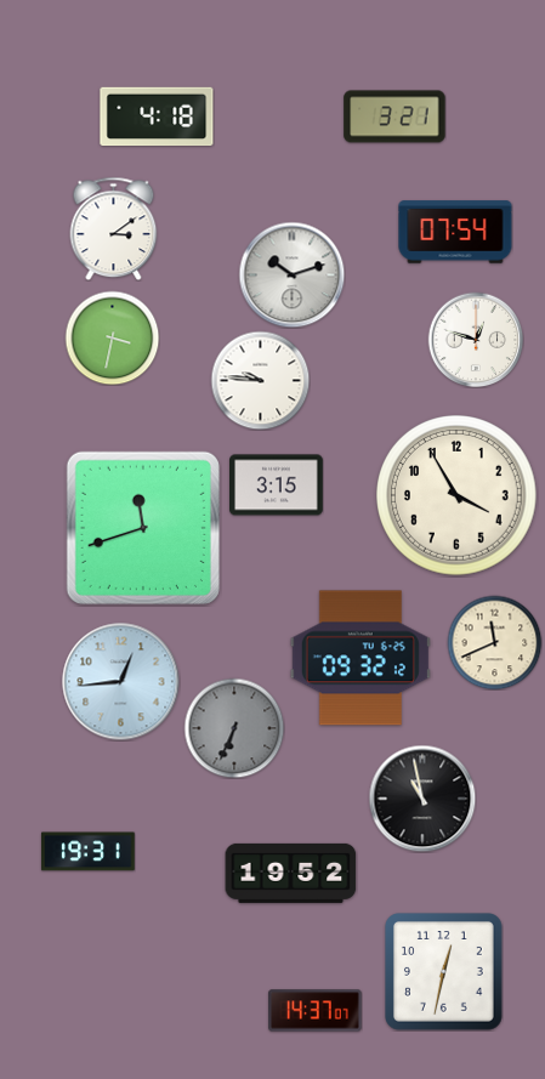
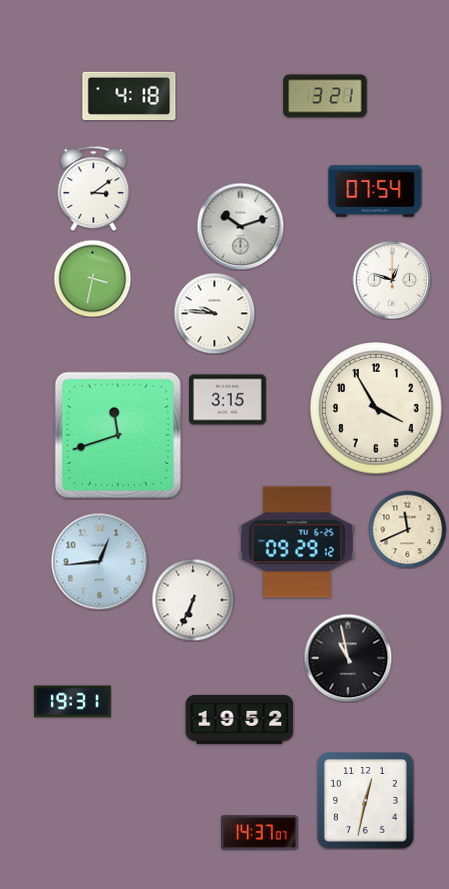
clock at (361, 658): 09:32 -> 09:29
clock at (234, 728) dial: grey -> white
